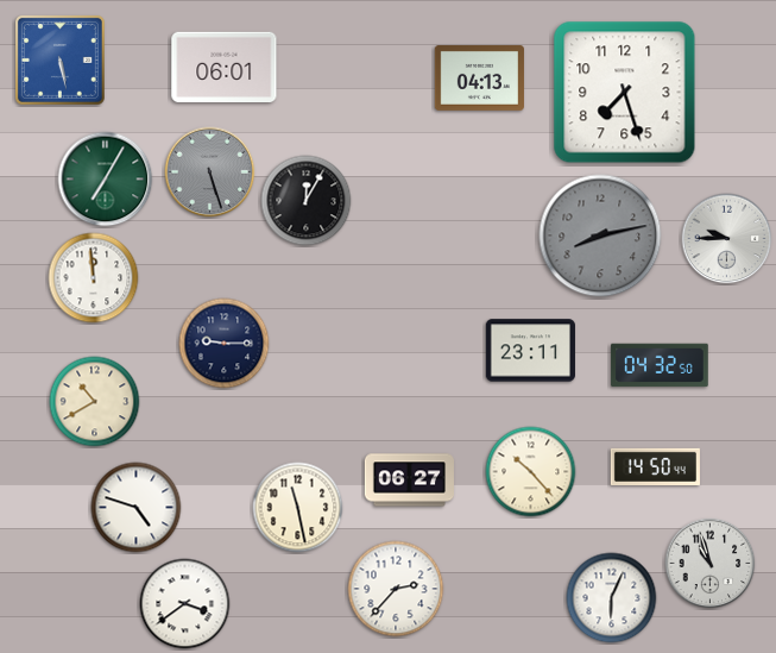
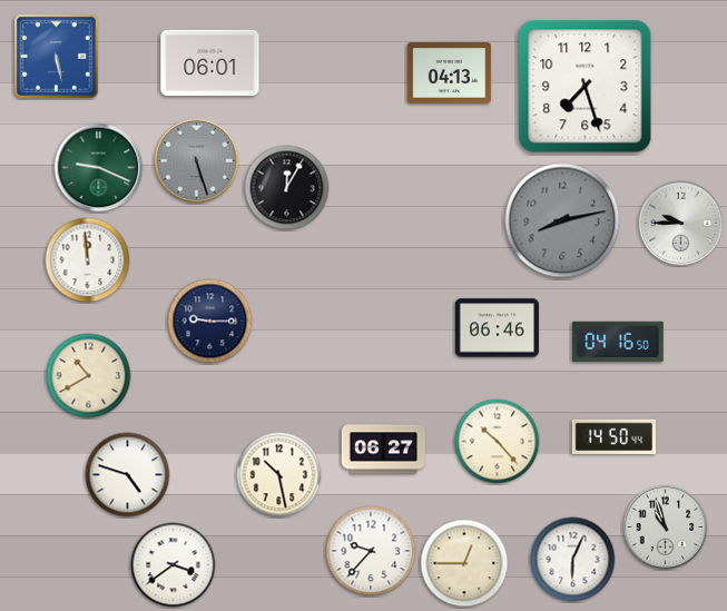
clock at (106, 180): 7:05 -> 9:19
clock at (530, 351): 23:11 -> 06:46
clock at (660, 365): 04:32 -> 04:16
clock at (298, 508): 11:28 -> 10:28
clock at (396, 589): 2:37 -> 9:37
clock at (464, 563): none -> 12:45
